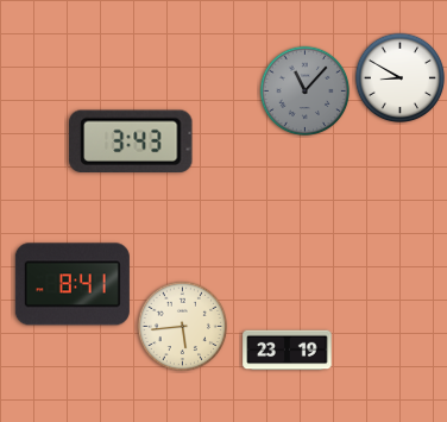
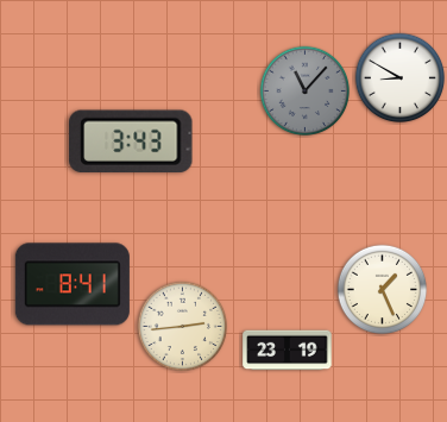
clock at (383, 290): none -> 1:26
clock at (183, 327): 5:44 -> 2:44
